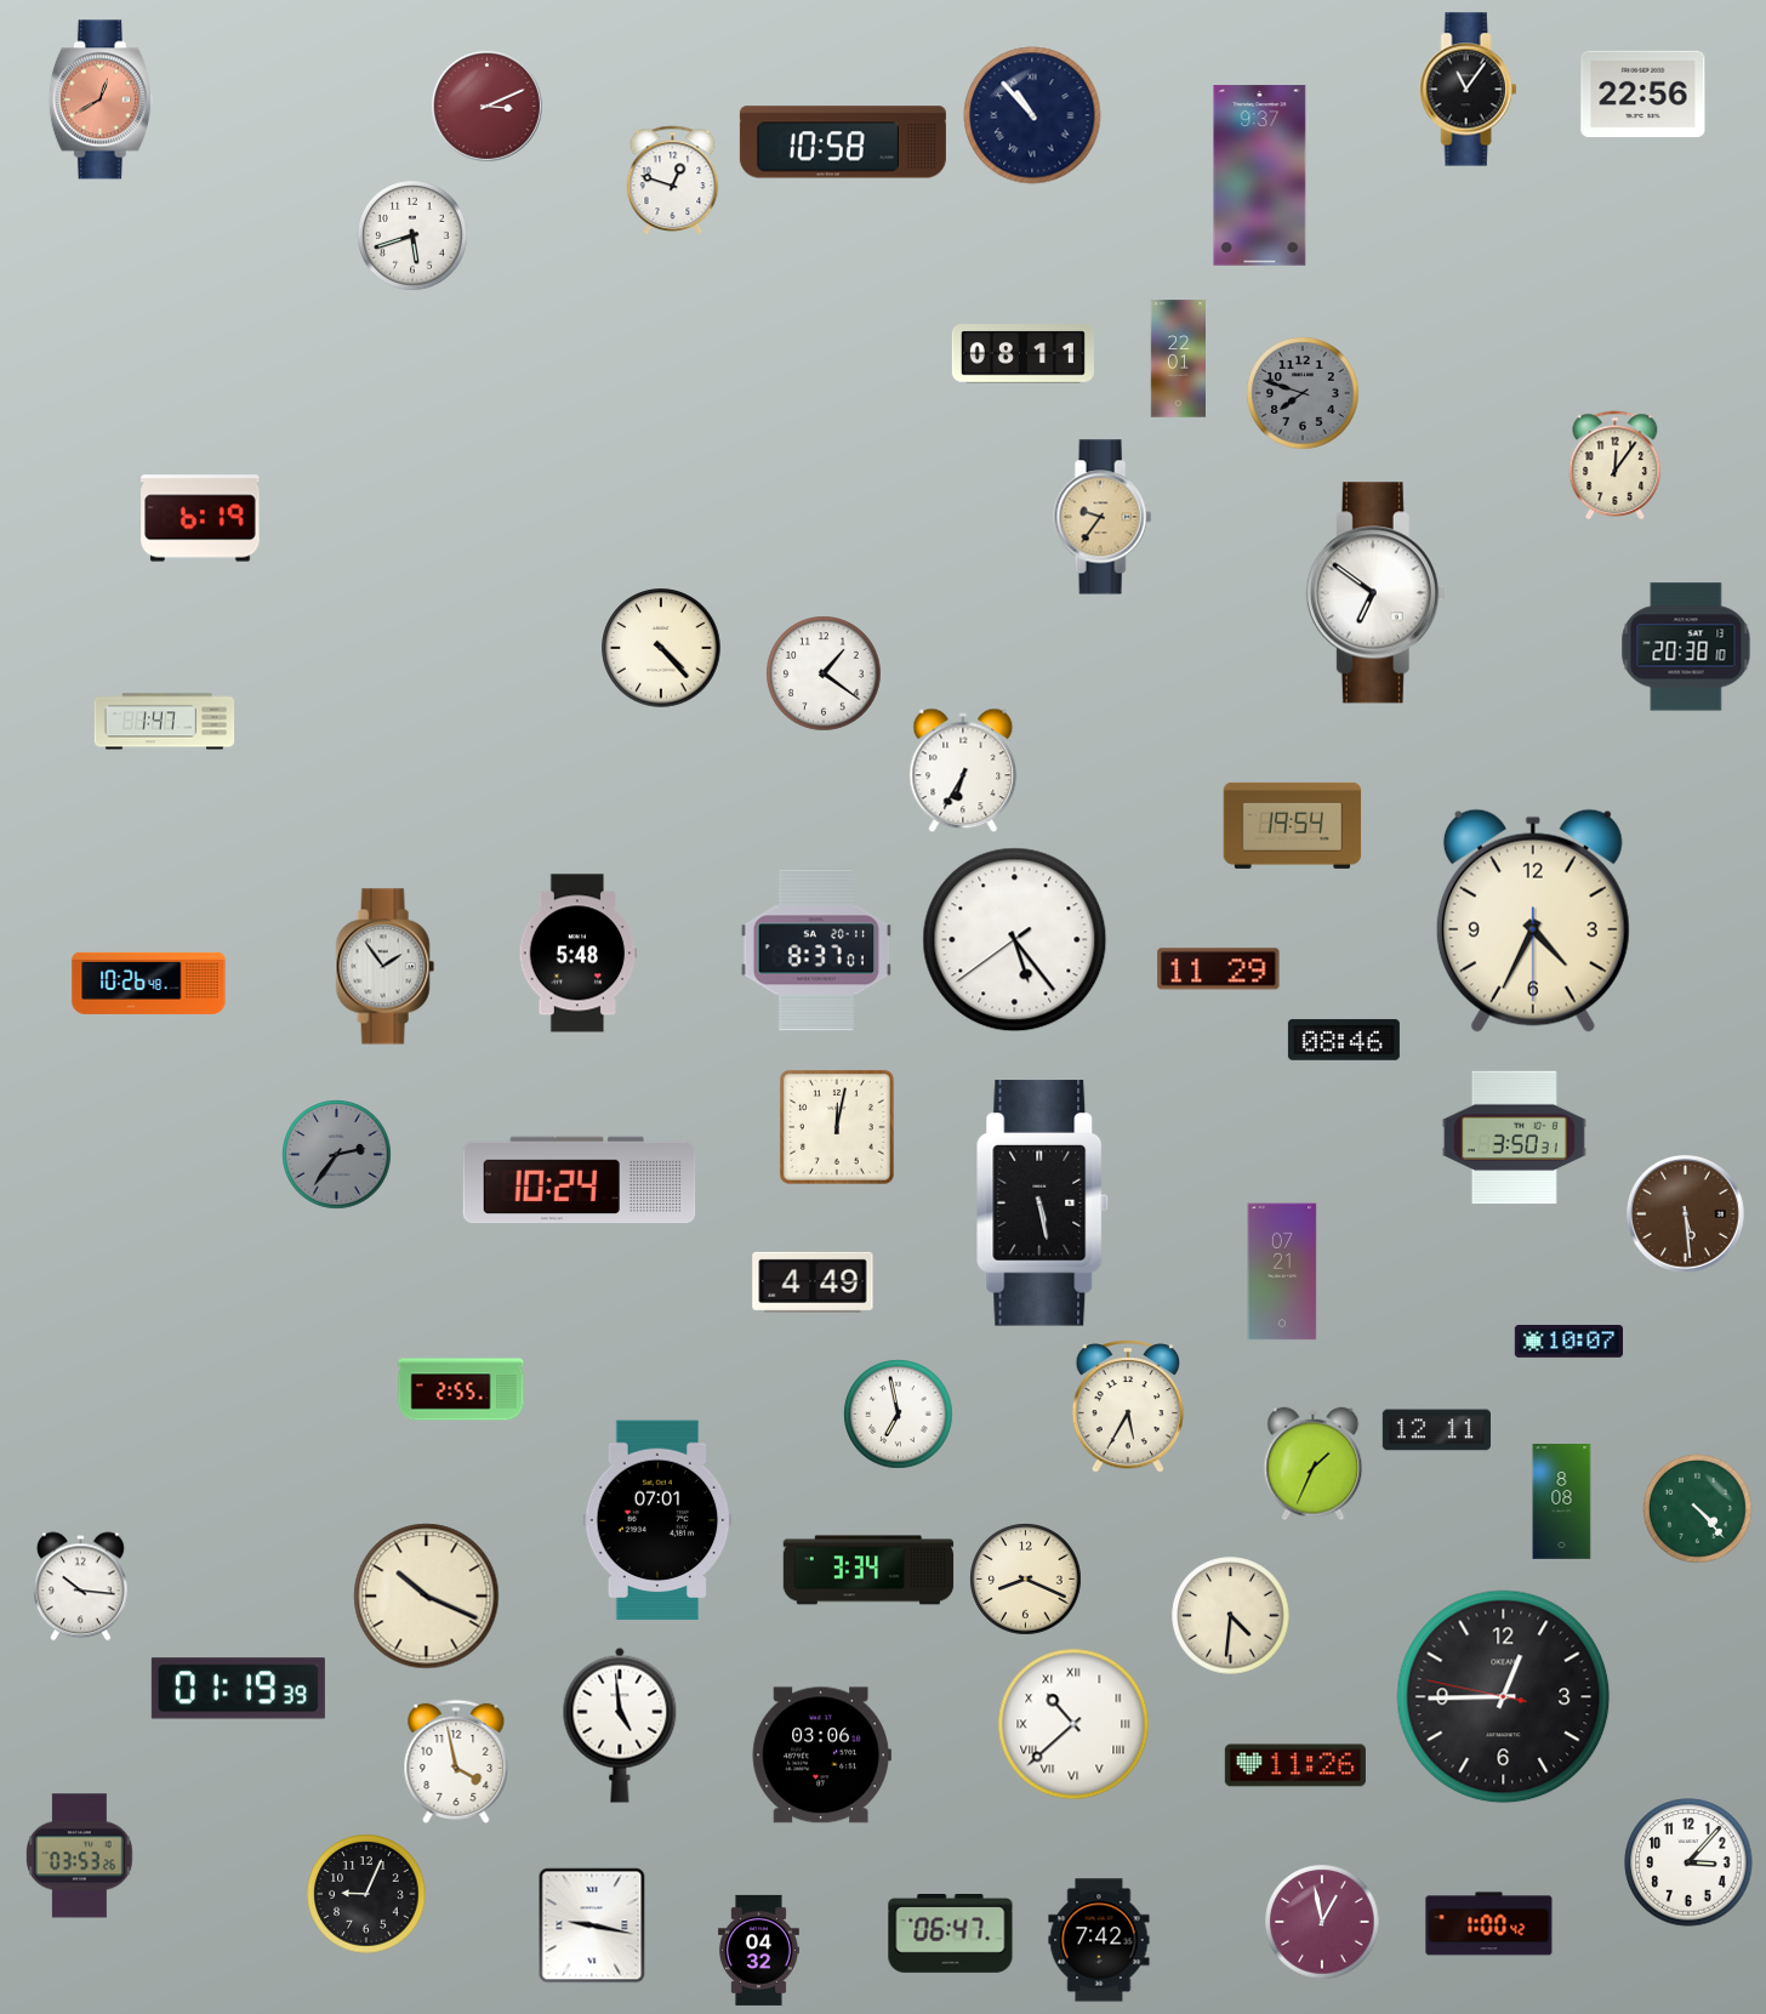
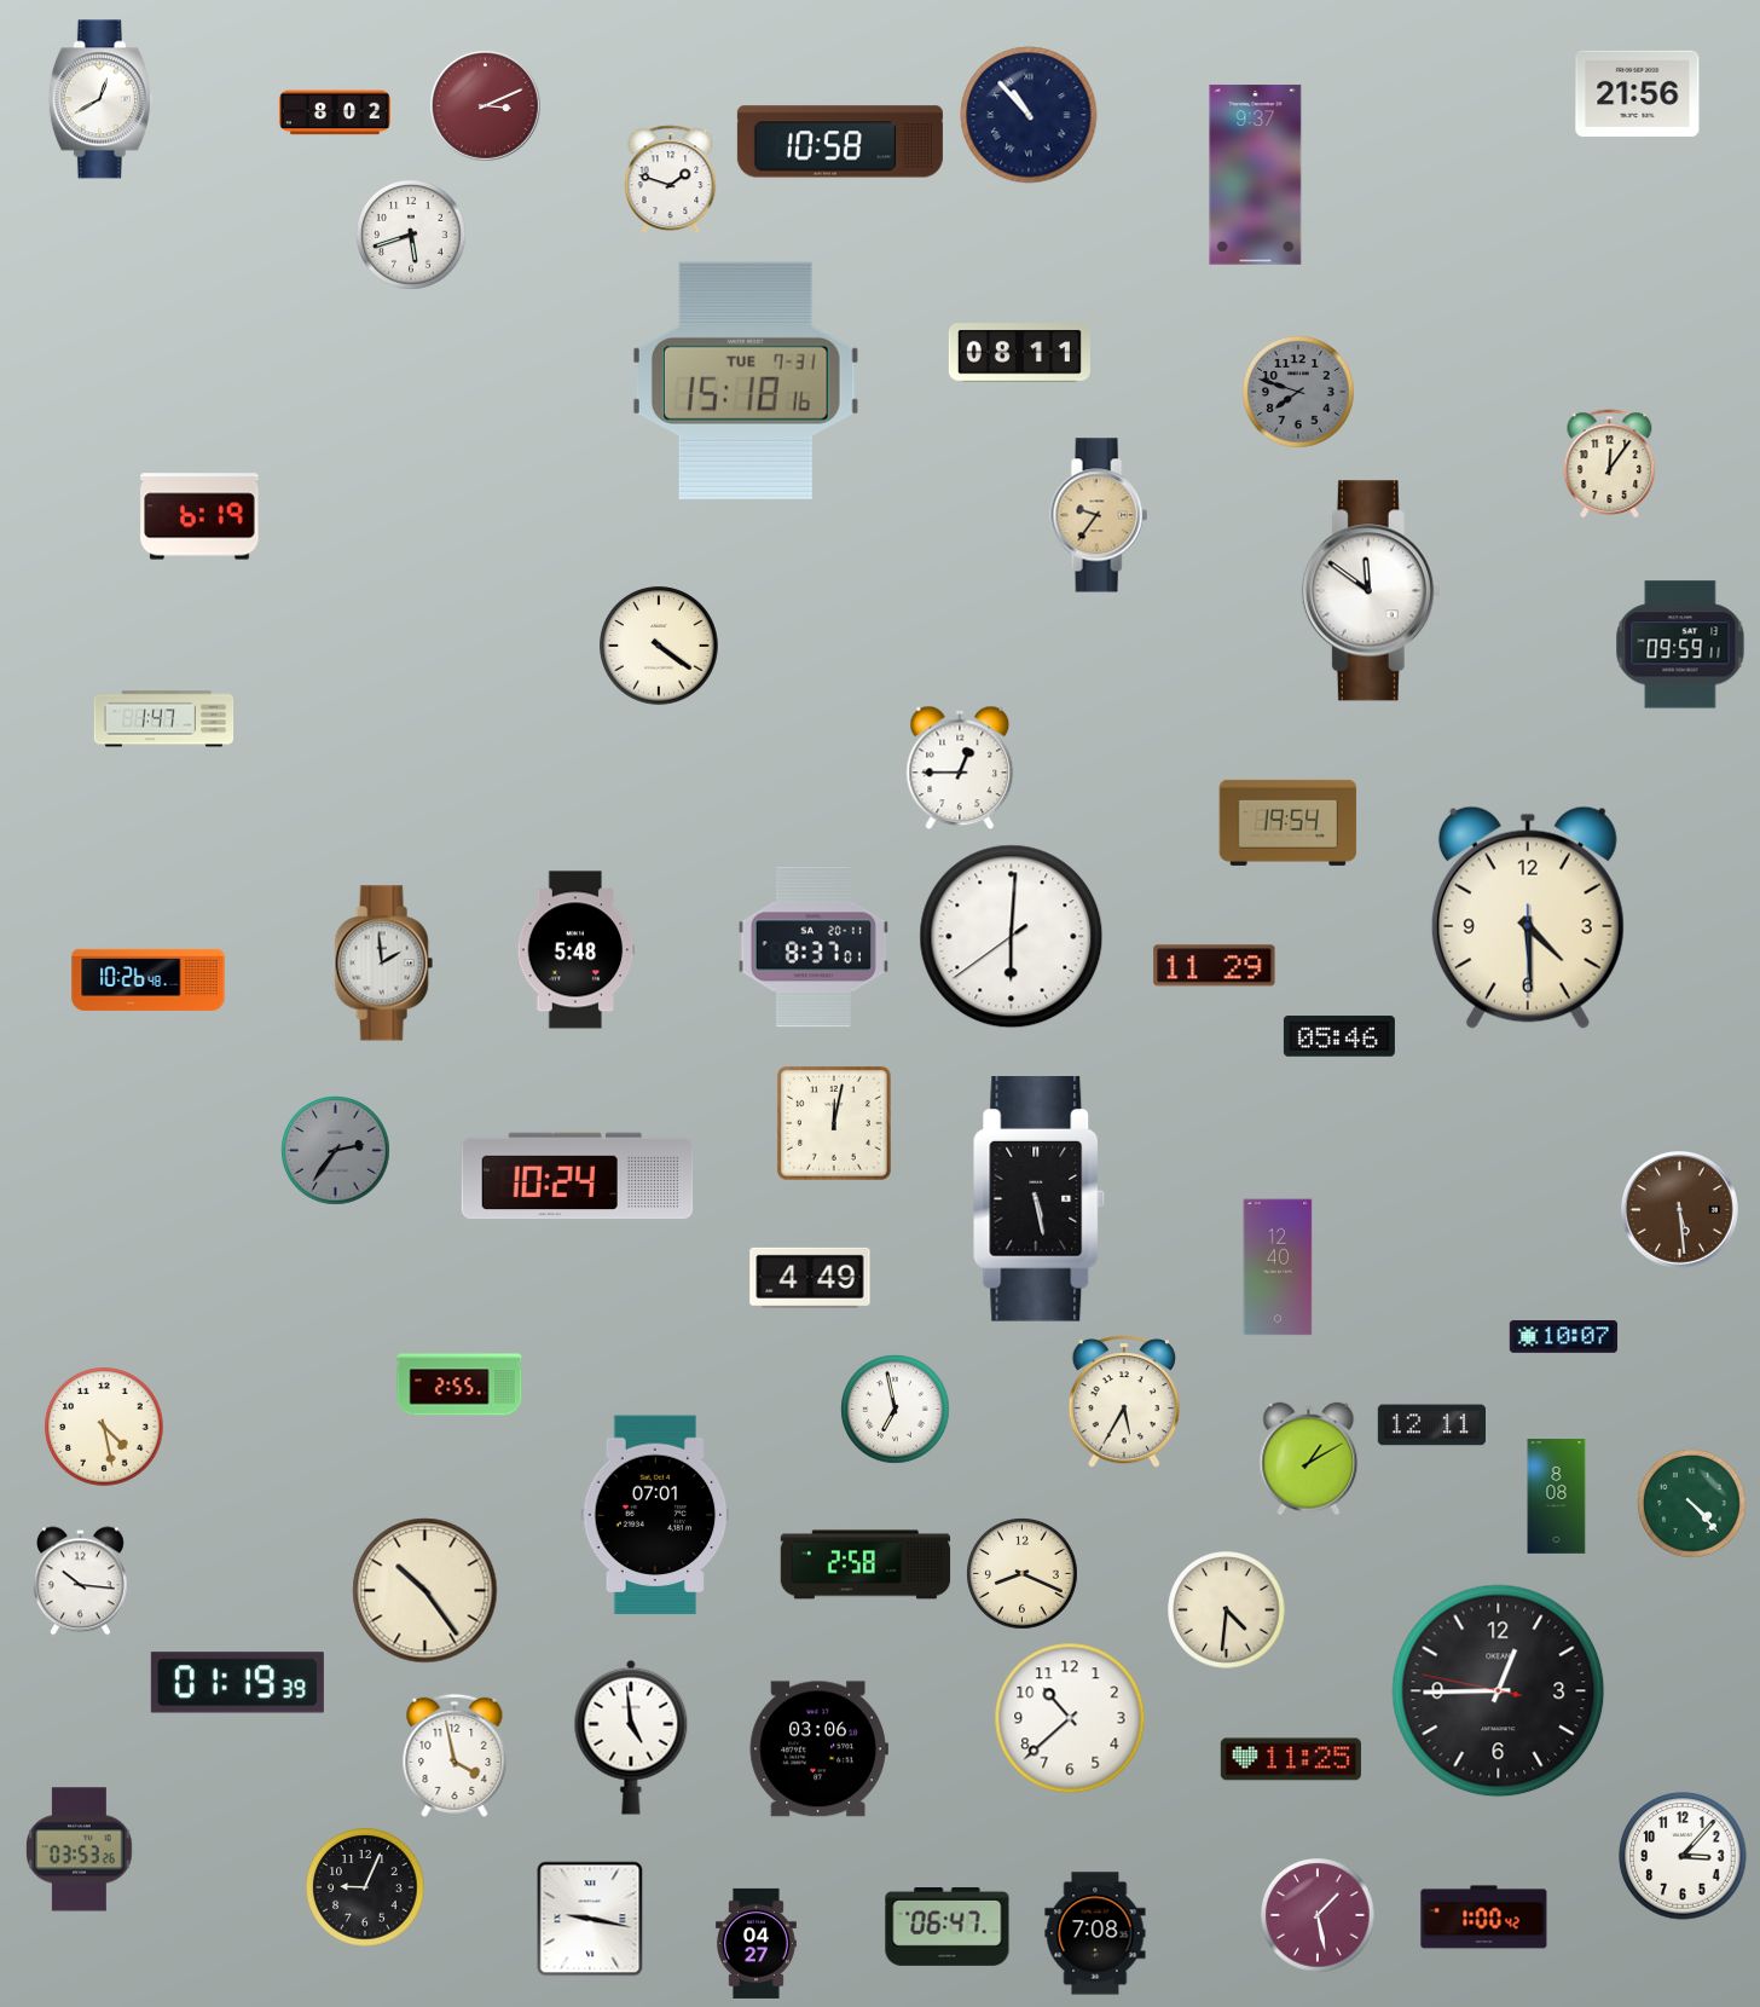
clock at (1469, 90): 11:06 -> none
clock at (1643, 93): 22:56 -> 21:56
clock at (101, 99) dial: salmon -> white
clock at (335, 112): none -> 8:02
clock at (673, 180): 12:48 -> 1:48
clock at (1178, 359): 22:01 -> none
clock at (746, 381): none -> 15:18
clock at (1375, 593): 6:51 -> 11:51
clock at (1686, 647): 20:38 -> 09:59
clock at (661, 648): 4:23 -> 4:21
clock at (824, 673): 1:21 -> none
clock at (963, 770): 6:35 -> 12:45
clock at (1533, 921): 4:34 -> 4:29
clock at (1015, 940): 5:23 -> 6:00
clock at (384, 967): 1:54 -> 1:59
clock at (1344, 1040): 08:46 -> 05:46
clock at (1514, 1138): 3:50 -> none
clock at (1282, 1271): 07:21 -> 12:40
clock at (104, 1427): none -> 4:28
clock at (1314, 1464): 1:34 -> 1:10
clock at (868, 1570): 3:34 -> 2:58
clock at (427, 1597): 10:19 -> 10:24
clock at (1073, 1724) numerals: Roman -> Arabic
clock at (620, 1725) position: (620, 1725) -> (631, 1737)
clock at (1295, 1765): 11:26 -> 11:25
clock at (1322, 1922): 12:58 -> 1:28
clock at (1099, 1940): 7:42 -> 7:08
clock at (758, 1950): 04:32 -> 04:27
